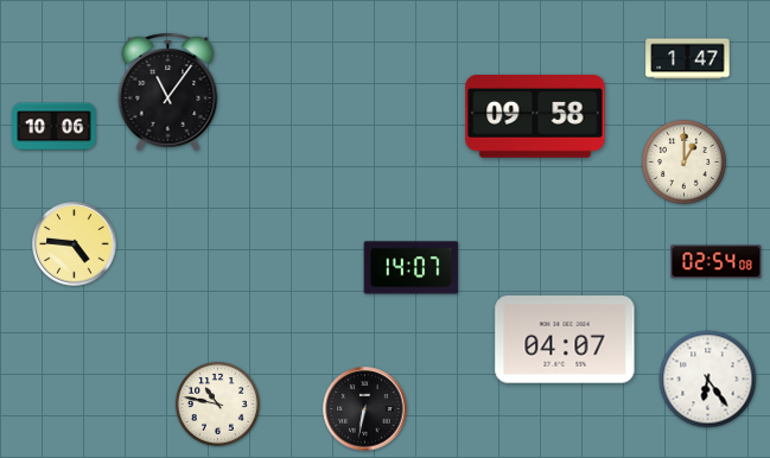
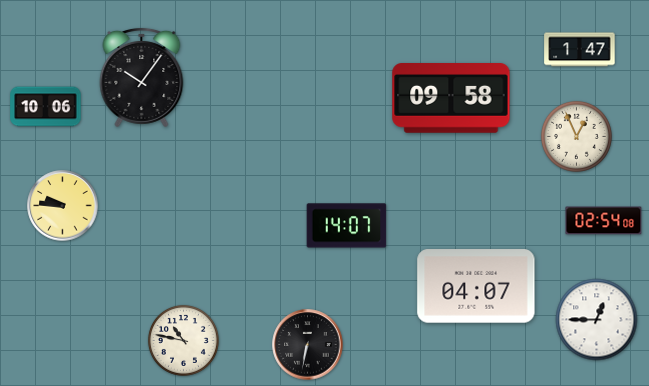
clock at (168, 91): 11:06 -> 10:06
clock at (683, 161): 1:00 -> 12:56
clock at (75, 244): 4:46 -> 9:46
clock at (708, 380): 6:24 -> 12:45
